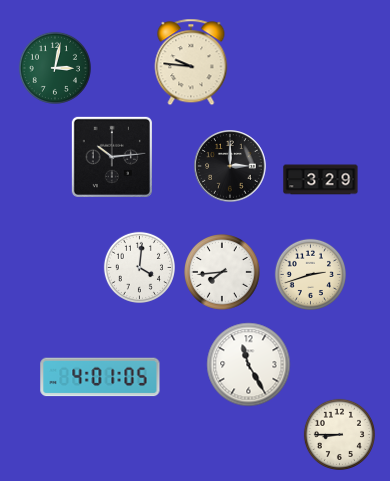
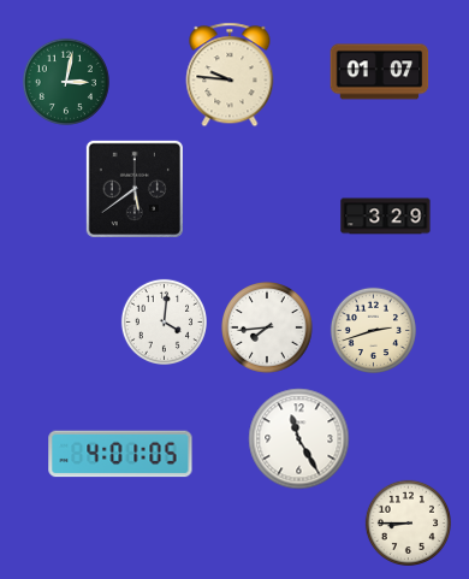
clock at (380, 72): none -> 01:07
clock at (112, 157): 10:14 -> 5:39
clock at (230, 166): 3:00 -> none
clock at (139, 267) position: (139, 267) -> (164, 321)
